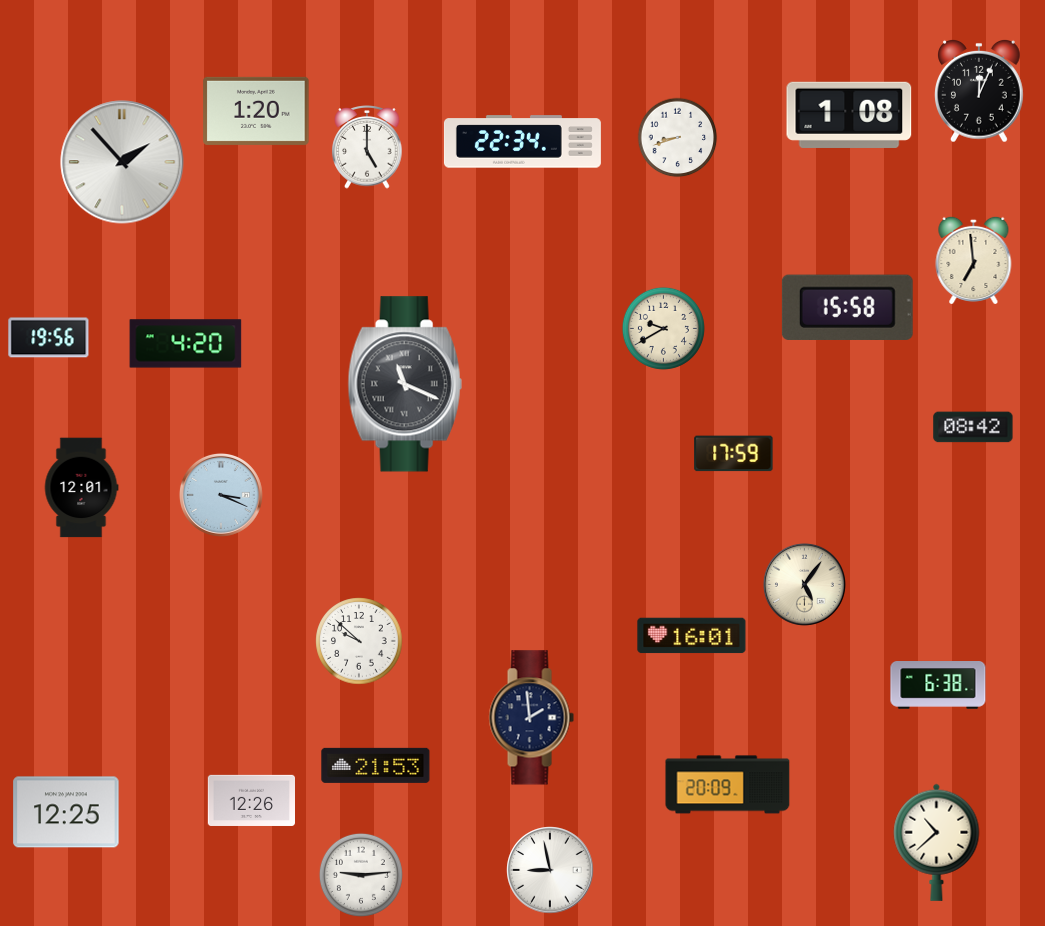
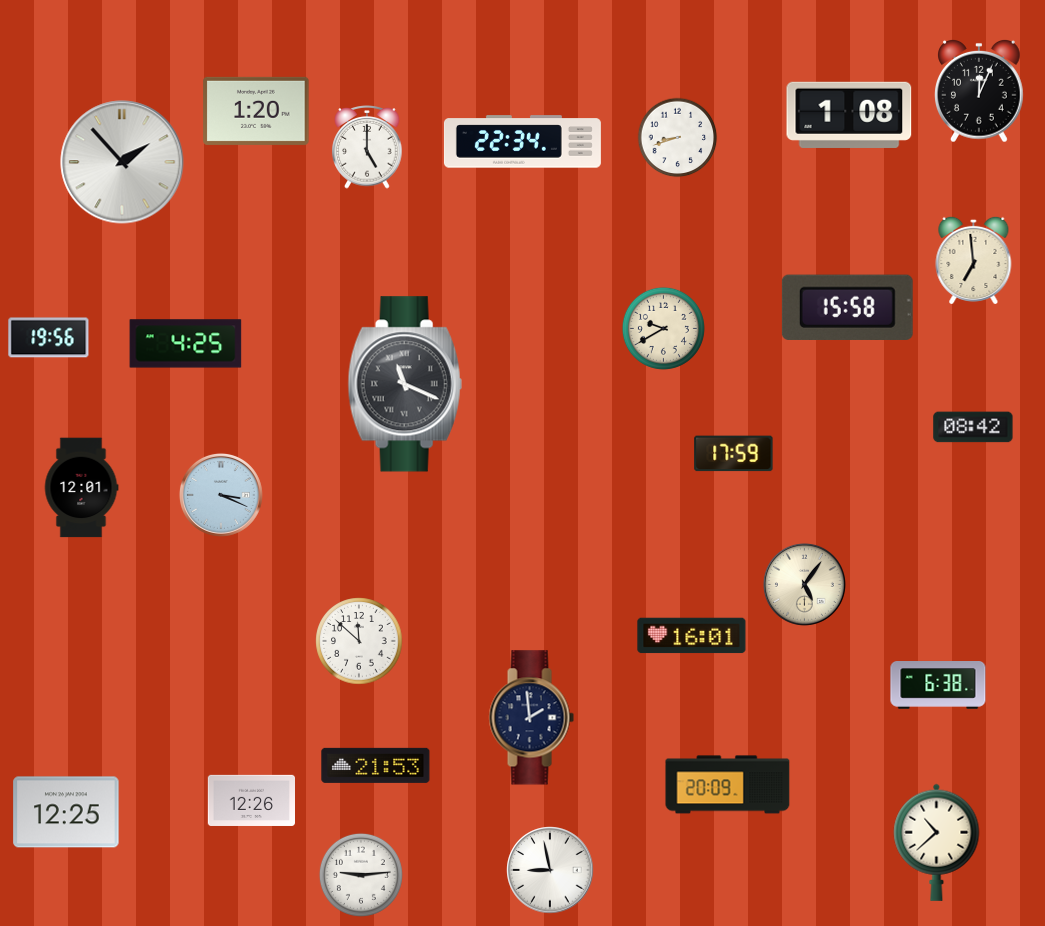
clock at (186, 344): 4:20 -> 4:25
clock at (359, 641): 9:52 -> 11:52
